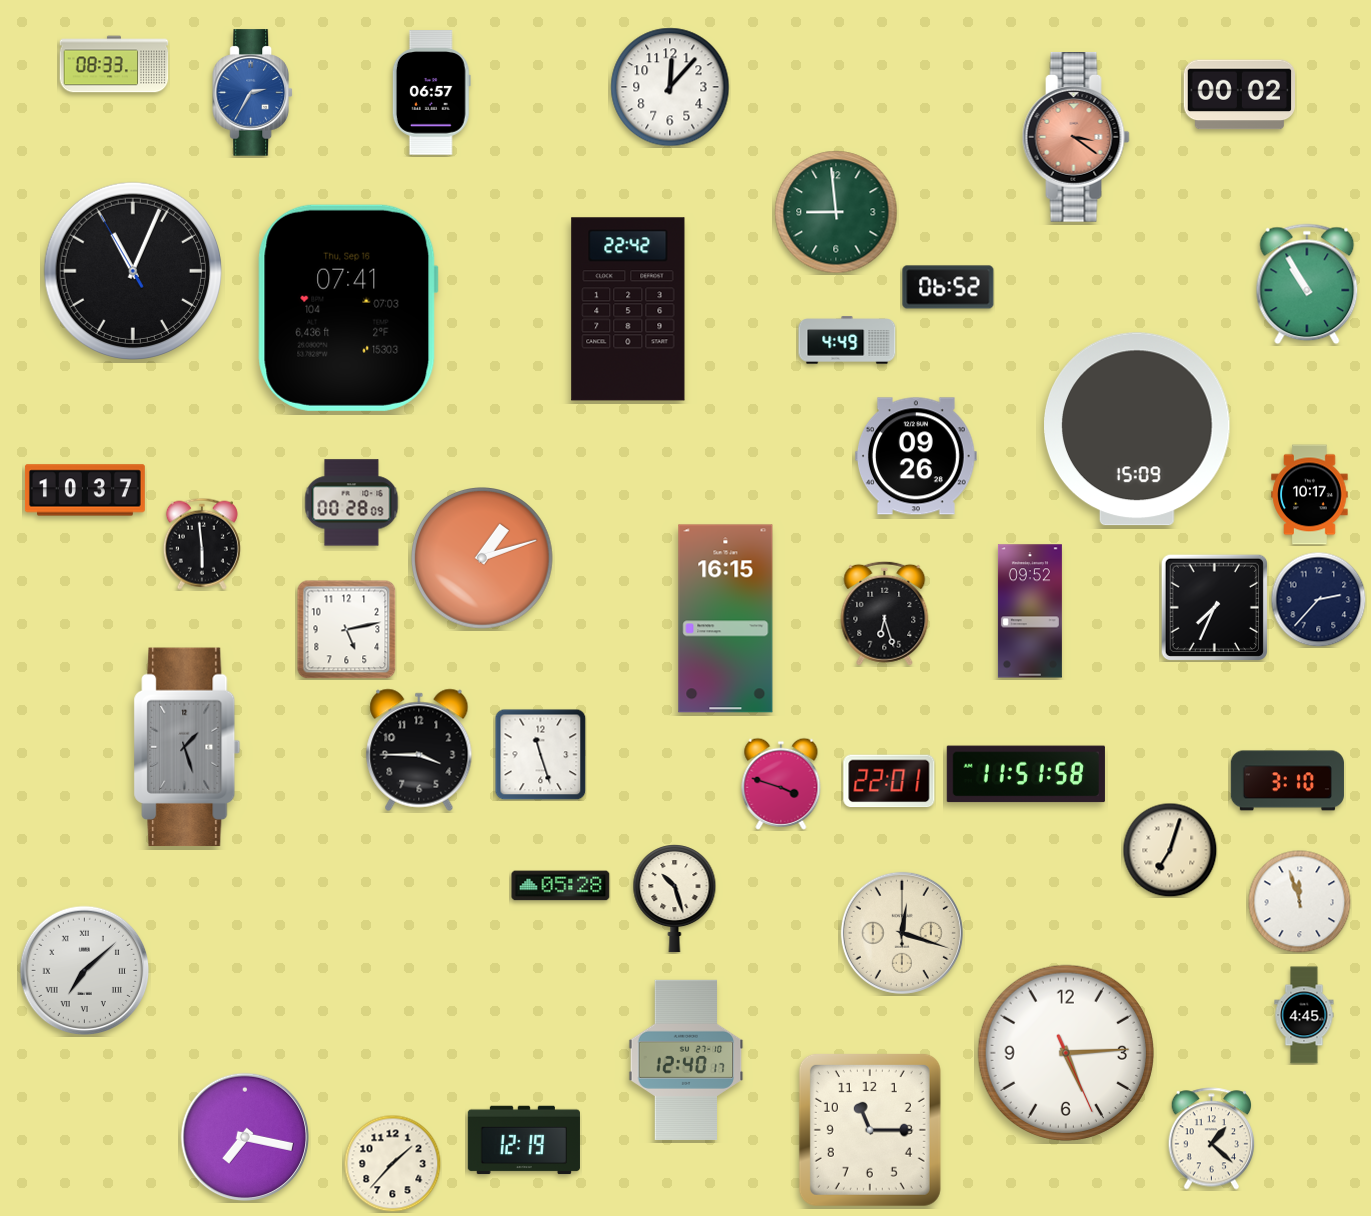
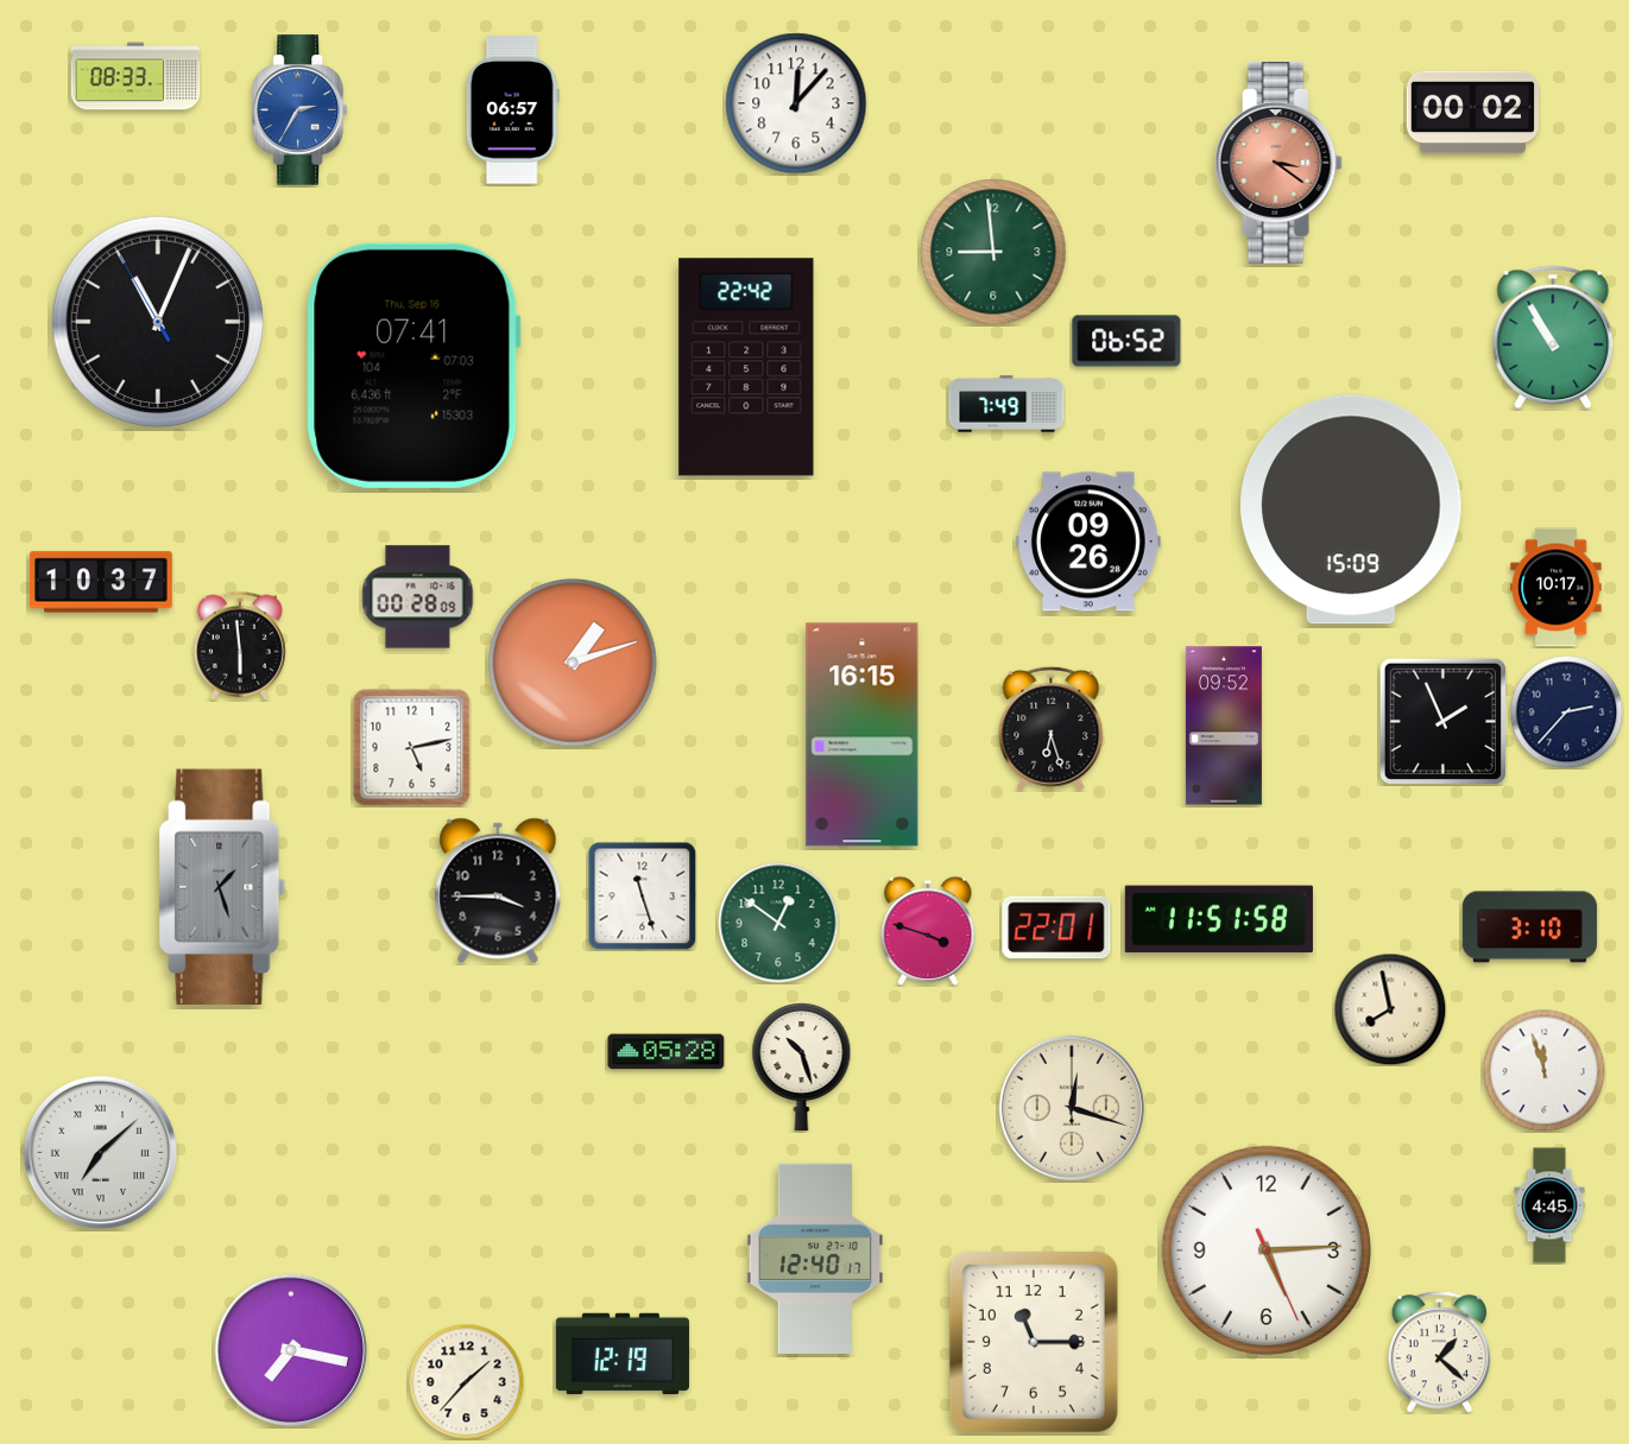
clock at (847, 340): 4:49 -> 7:49
clock at (1214, 607): 7:34 -> 1:56
clock at (778, 923): none -> 12:51
clock at (1170, 850): 7:03 -> 7:58
